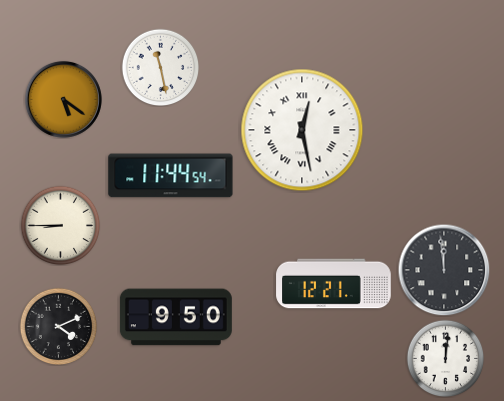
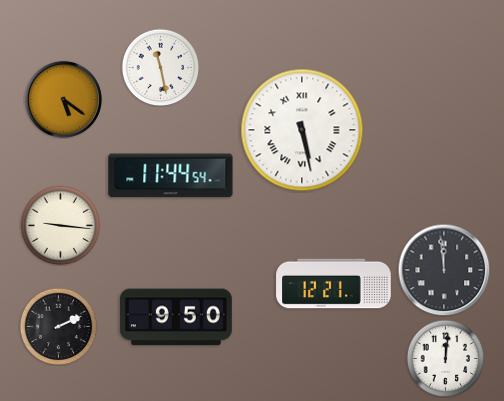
clock at (302, 130): 12:28 -> 5:28
clock at (60, 225): 8:45 -> 9:16
clock at (58, 326): 4:11 -> 2:11
